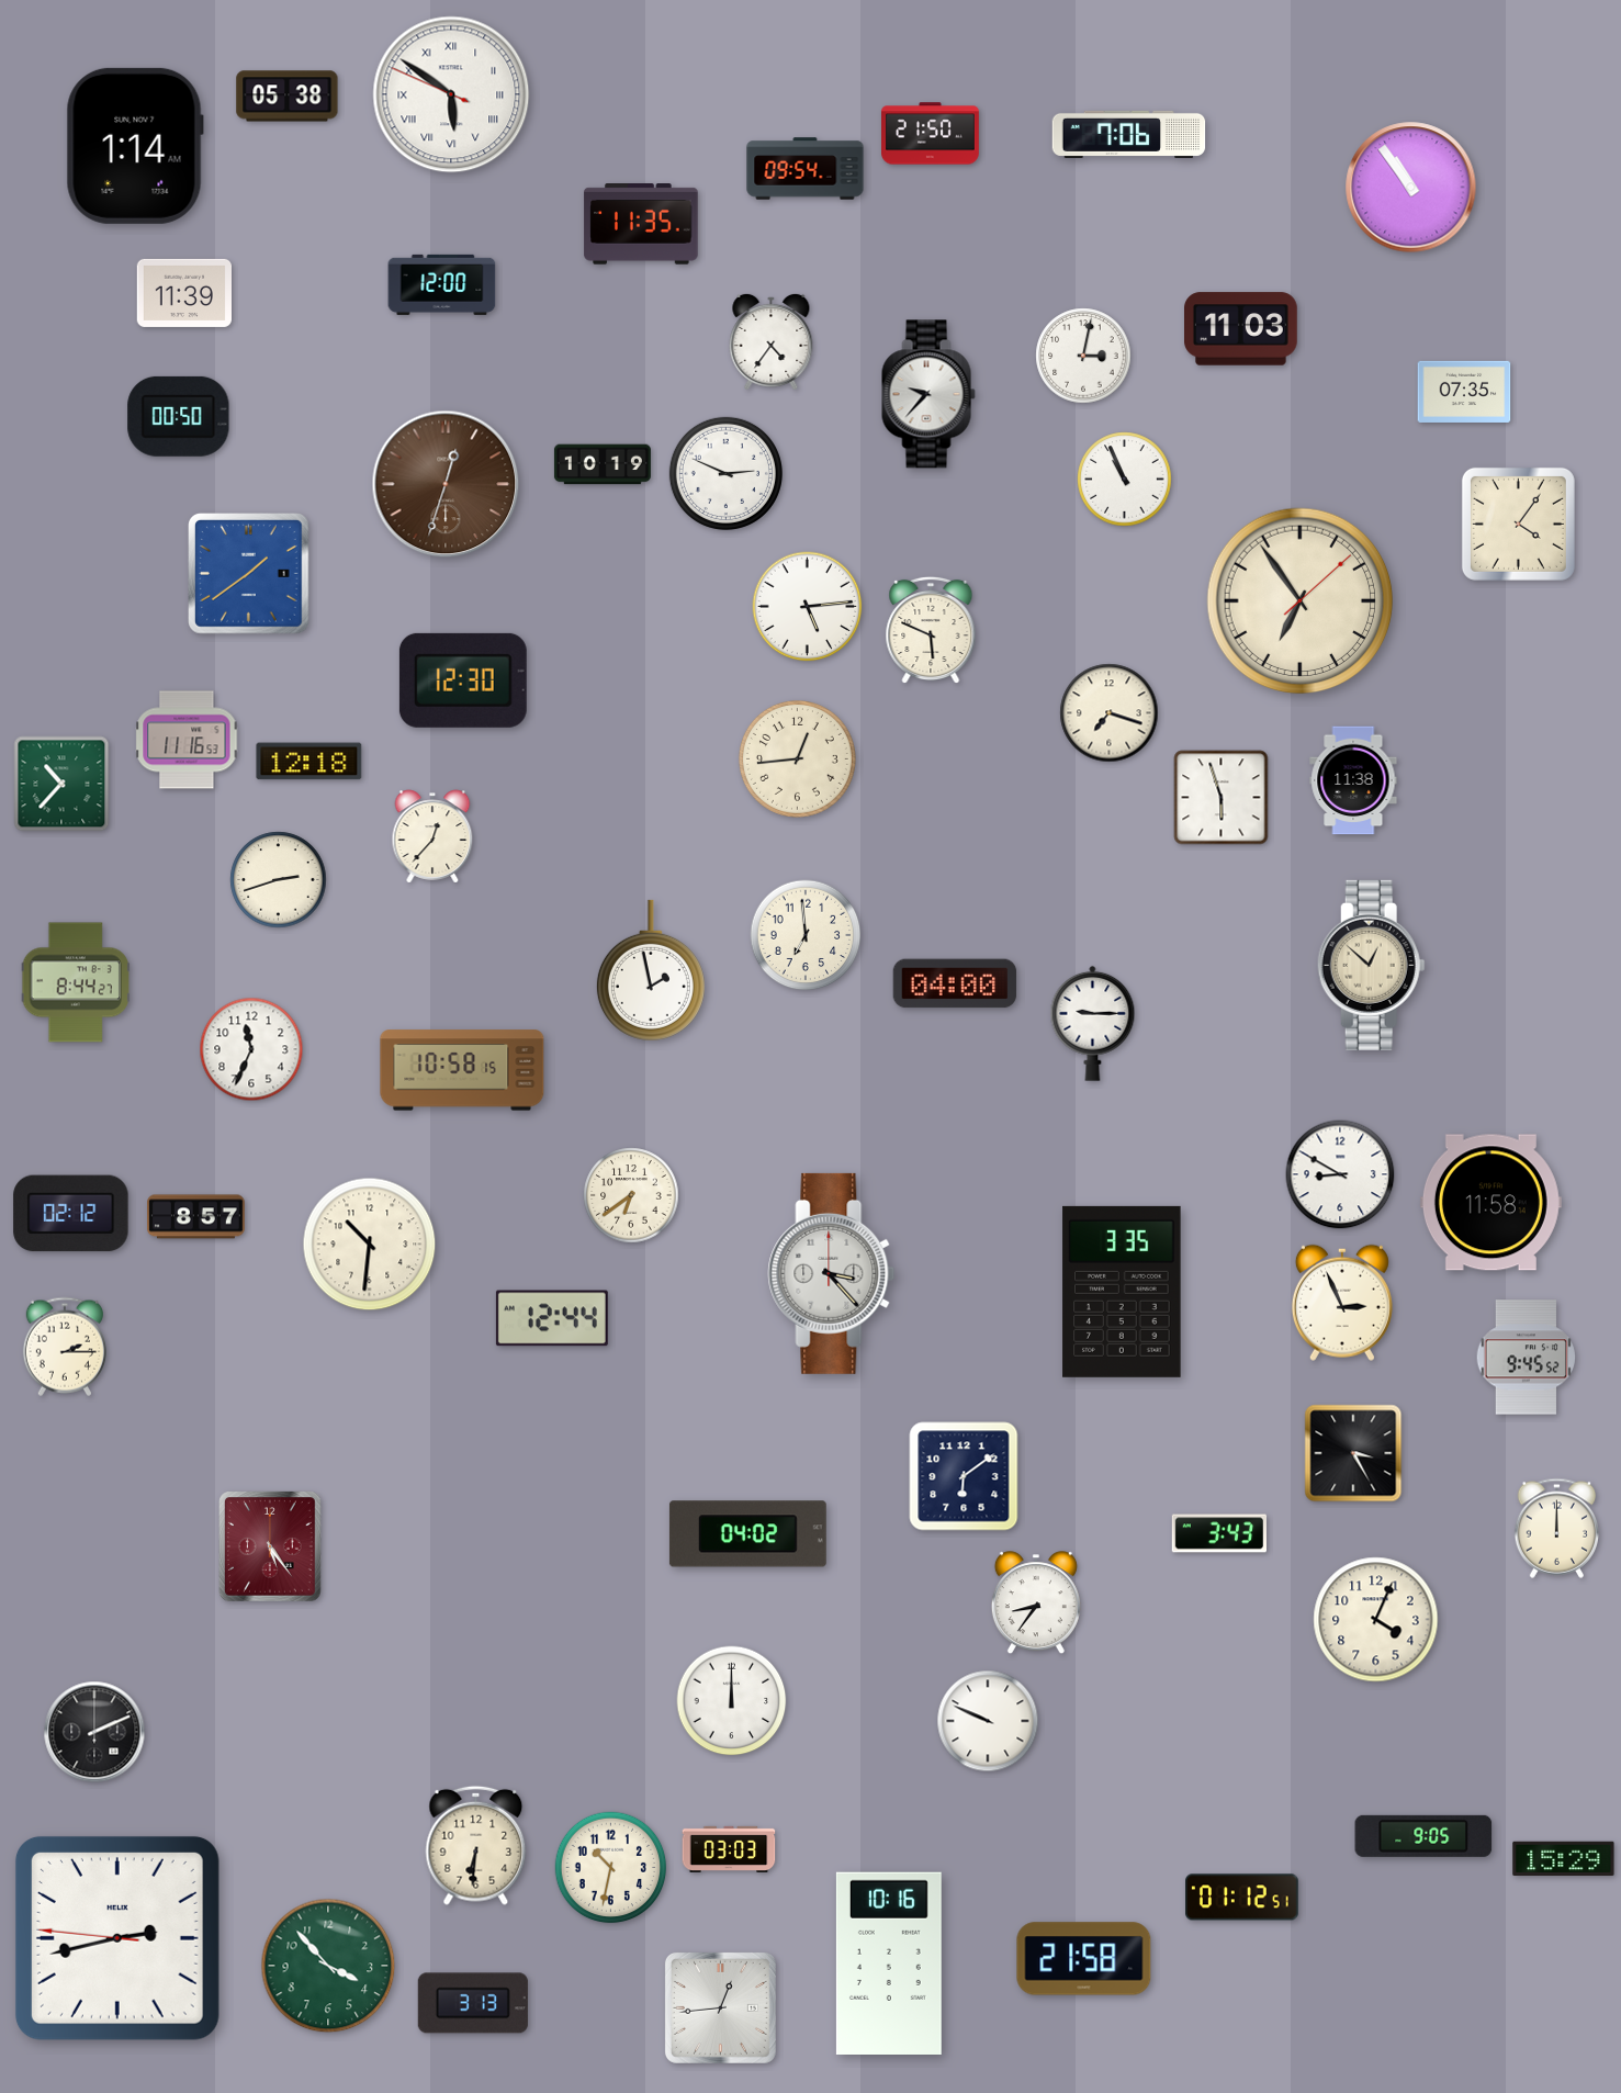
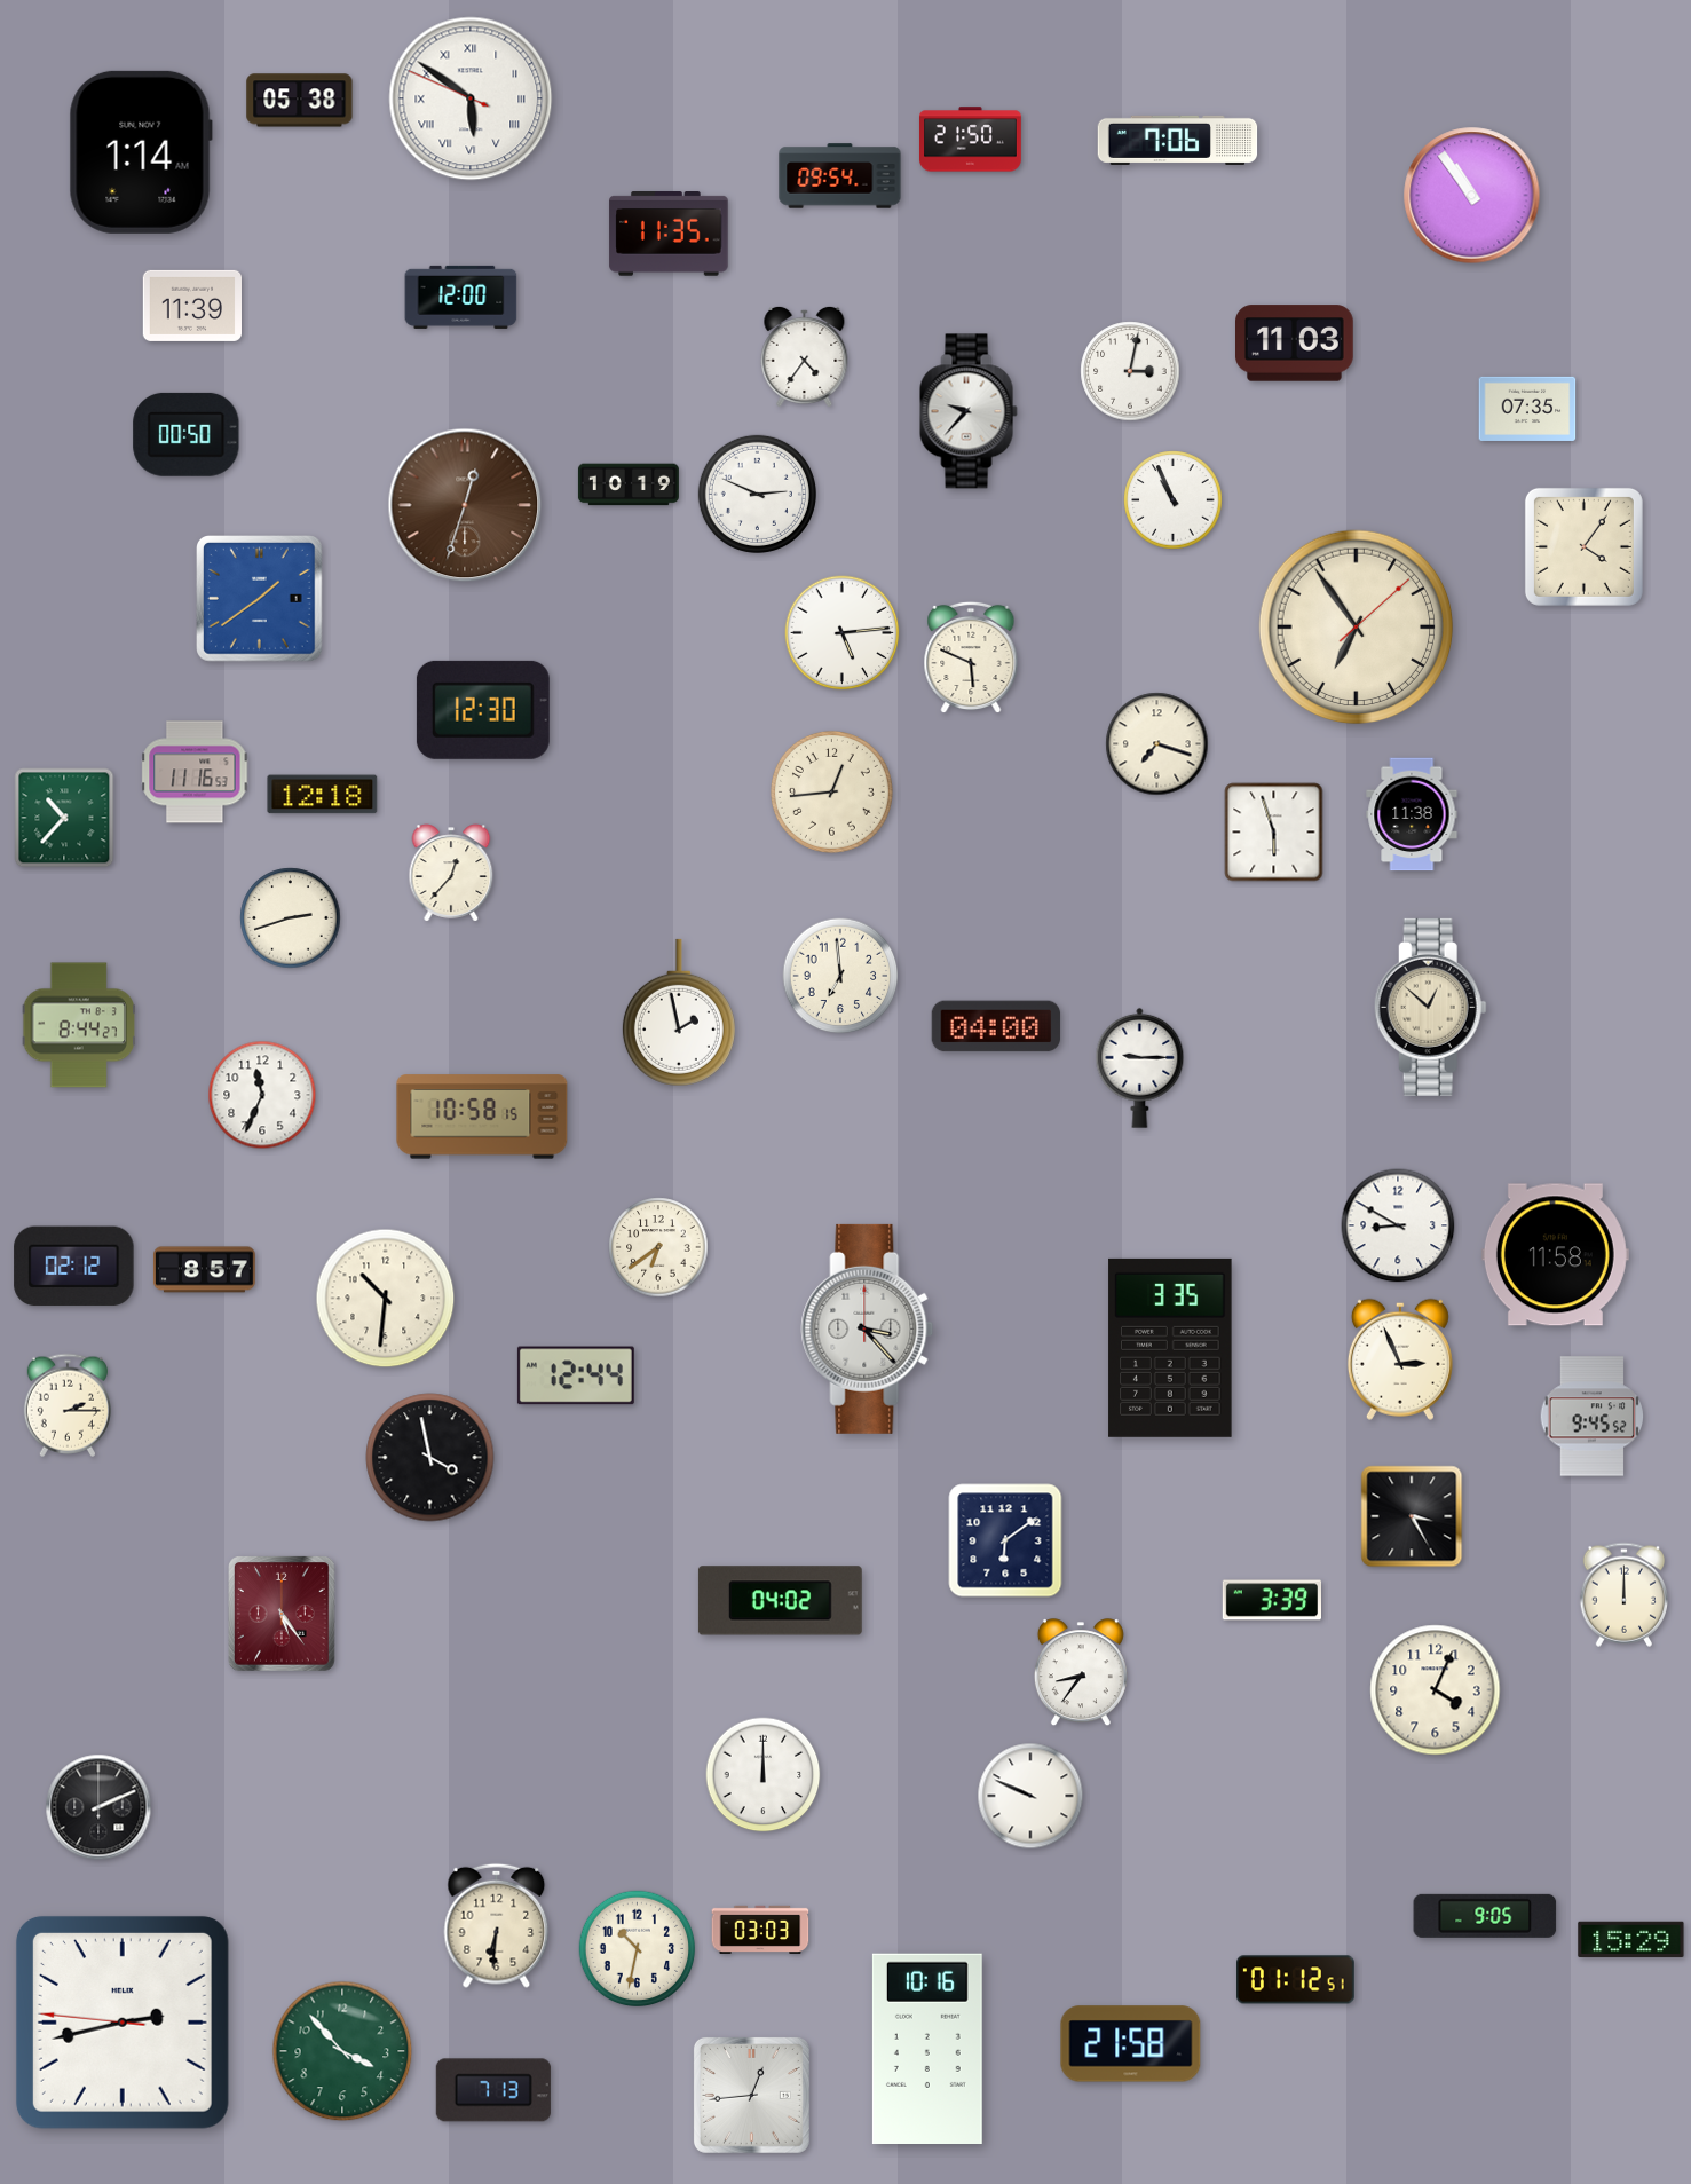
clock at (430, 1458): none -> 3:58
clock at (1218, 1533): 3:43 -> 3:39
clock at (473, 2003): 3:13 -> 7:13
